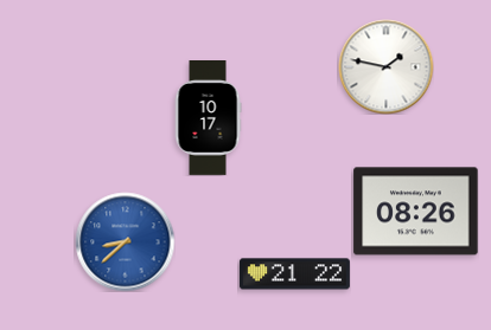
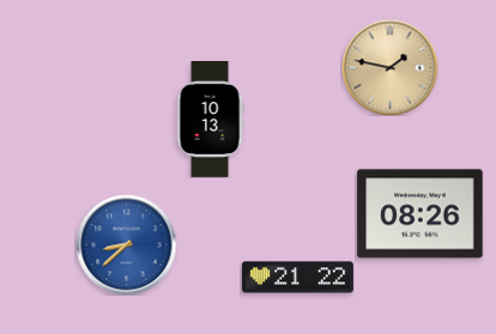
clock at (385, 66) dial: white -> champagne
clock at (208, 118): 10:17 -> 10:13
